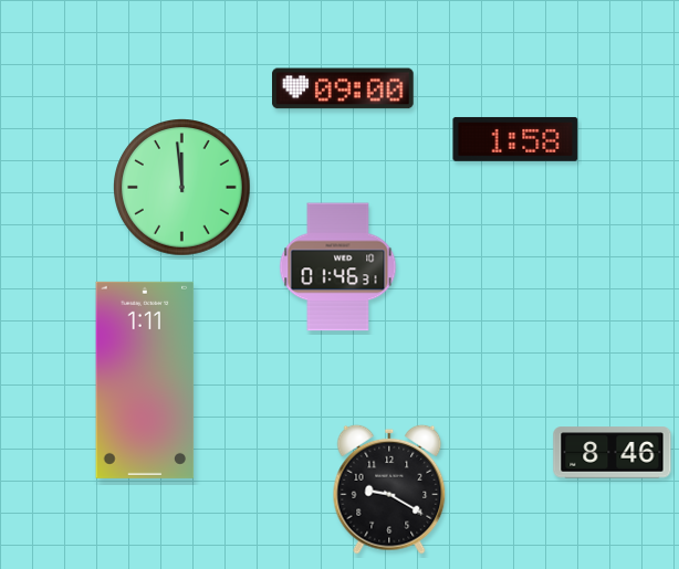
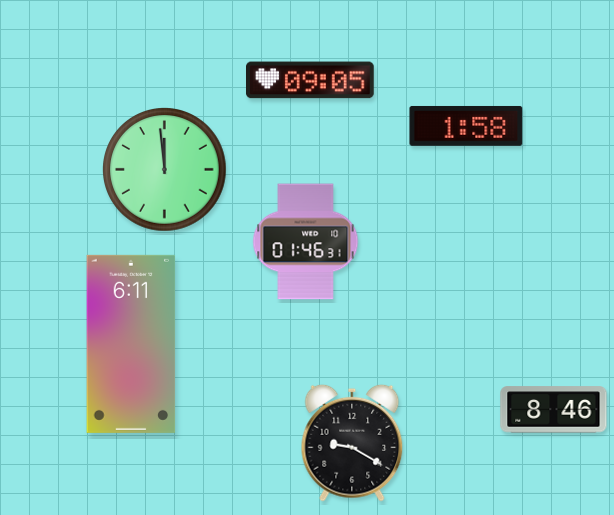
clock at (343, 88): 09:00 -> 09:05
clock at (145, 380): 1:11 -> 6:11
